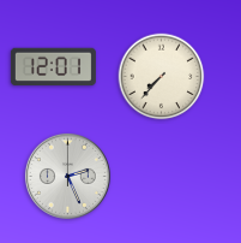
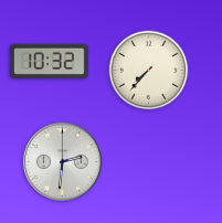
clock at (53, 67): 12:01 -> 10:32
clock at (67, 176): 2:26 -> 2:31
